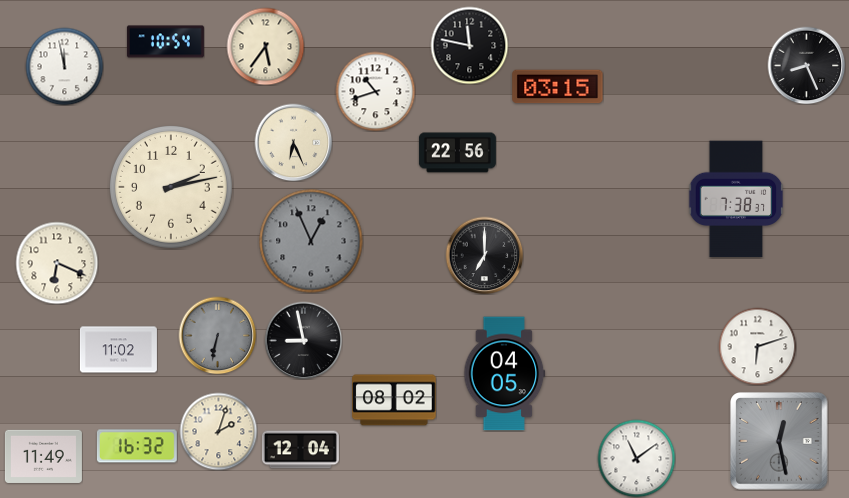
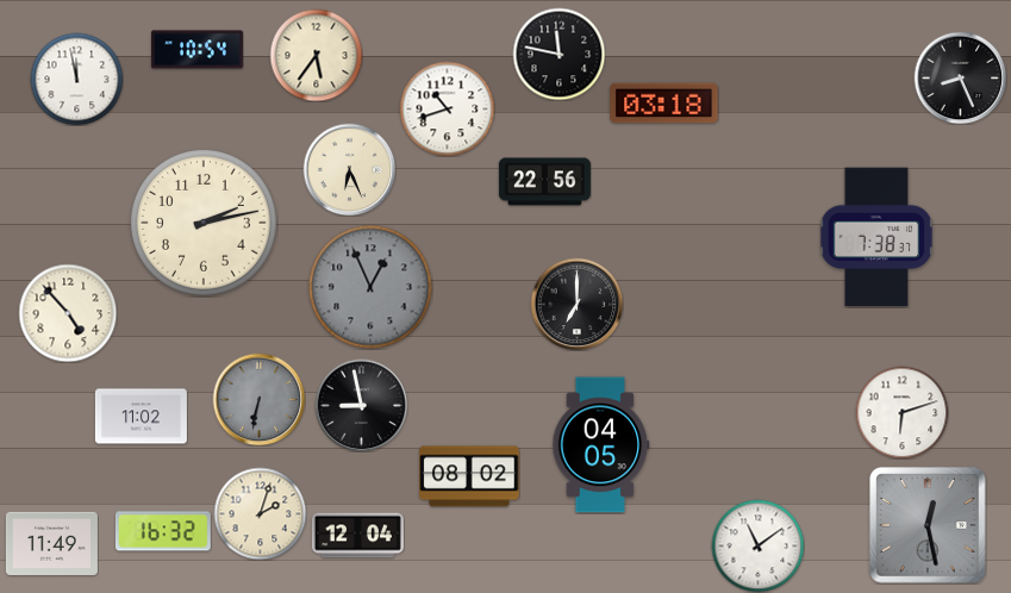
clock at (558, 87): 03:15 -> 03:18
clock at (57, 263): 6:19 -> 4:53
